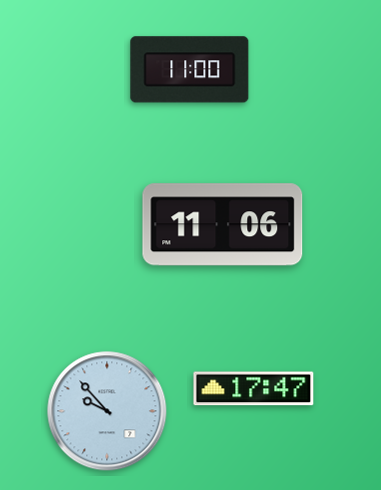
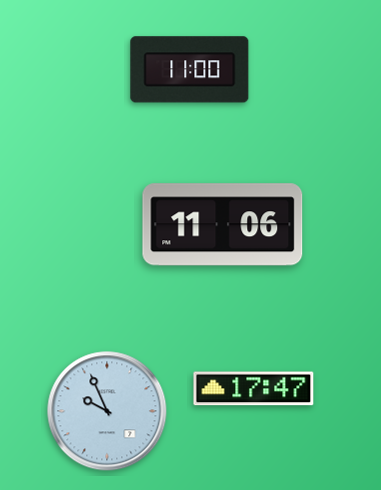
clock at (107, 411): 9:53 -> 9:56
